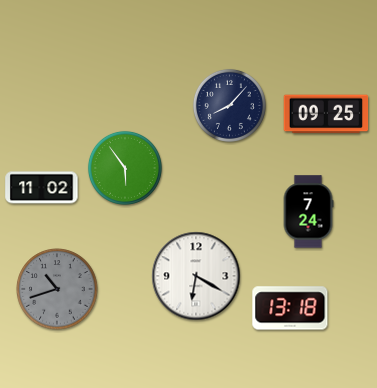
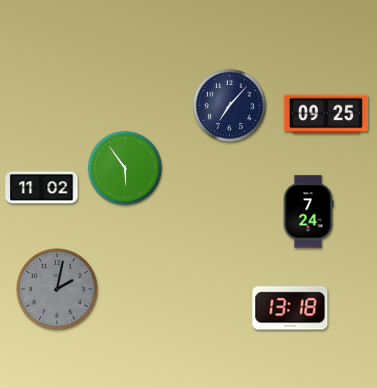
clock at (229, 105): 8:07 -> 7:07
clock at (196, 276): 6:20 -> none
clock at (57, 289): 10:42 -> 2:02
